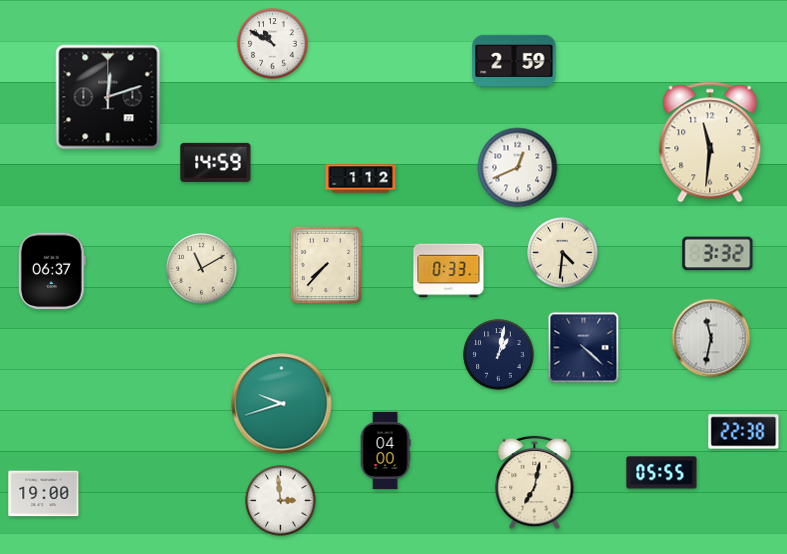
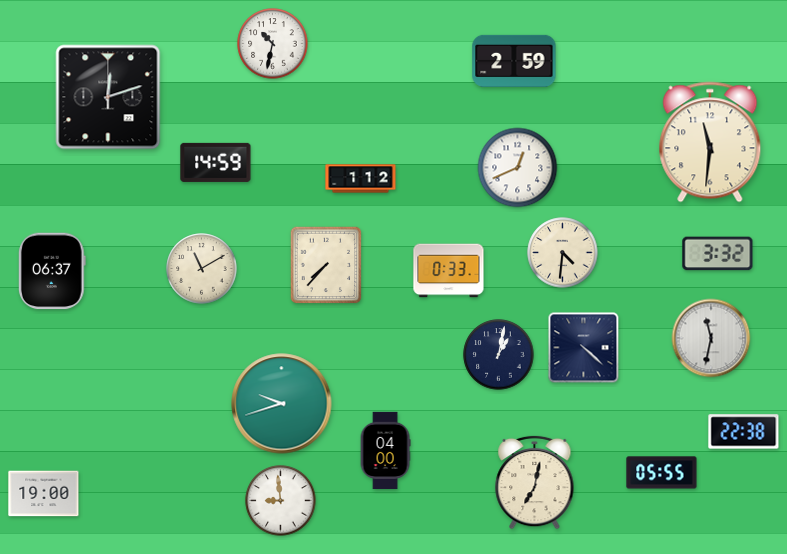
clock at (273, 44): 10:50 -> 10:32
clock at (281, 501): 2:59 -> 8:59
